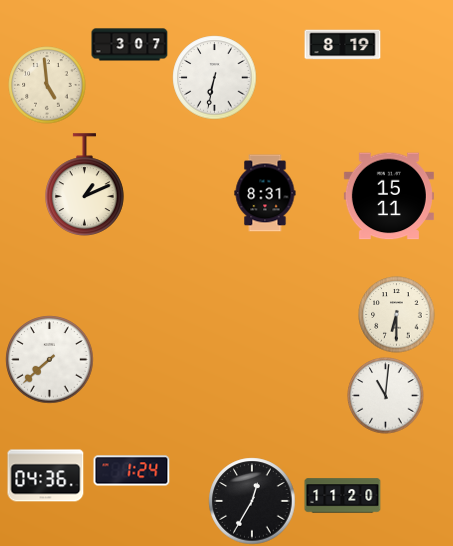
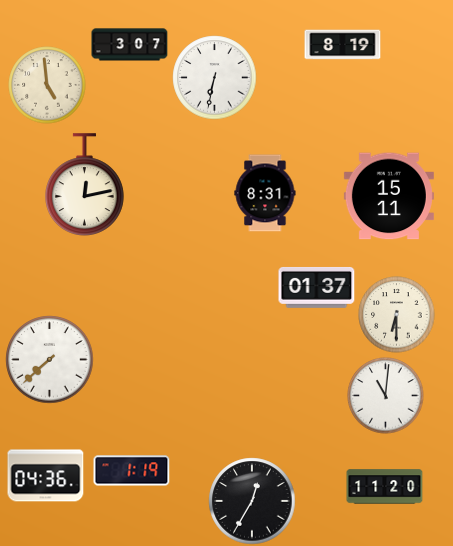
clock at (85, 185): 1:11 -> 12:13
clock at (317, 287): none -> 01:37
clock at (132, 471): 1:24 -> 1:19
clock at (343, 496) position: (343, 496) -> (385, 487)
